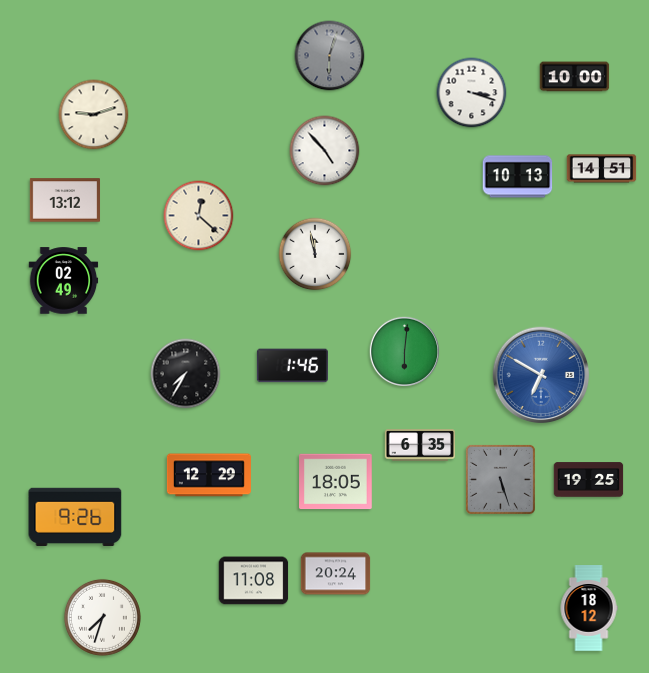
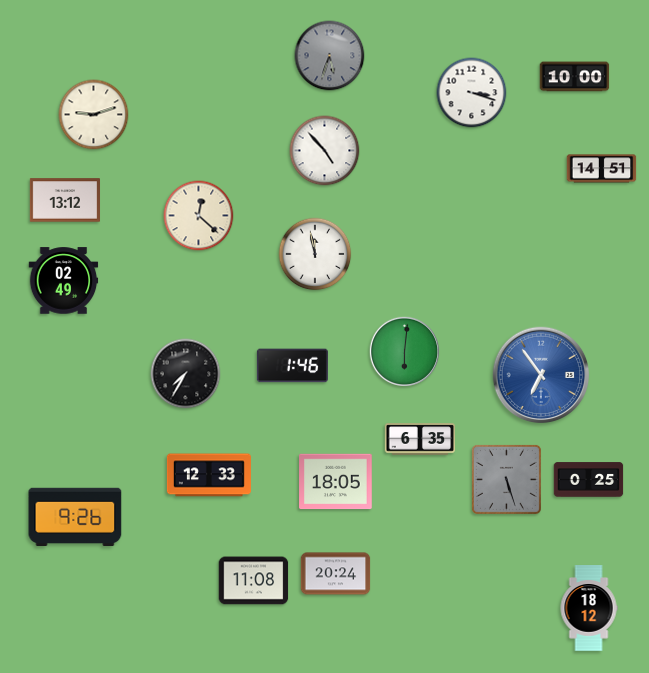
clock at (330, 56): 6:03 -> 5:33
clock at (518, 177): 10:13 -> none
clock at (541, 375): 6:50 -> 6:54
clock at (420, 445) position: (420, 445) -> (420, 439)
clock at (209, 475): 12:29 -> 12:33
clock at (500, 479) position: (500, 479) -> (506, 479)
clock at (589, 480): 19:25 -> 0:25
clock at (102, 617): 7:33 -> none
